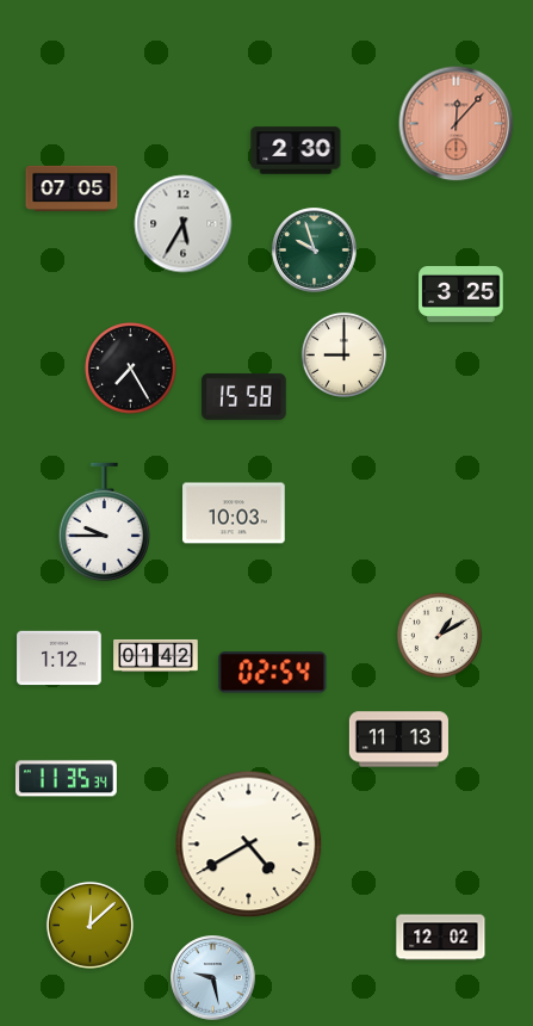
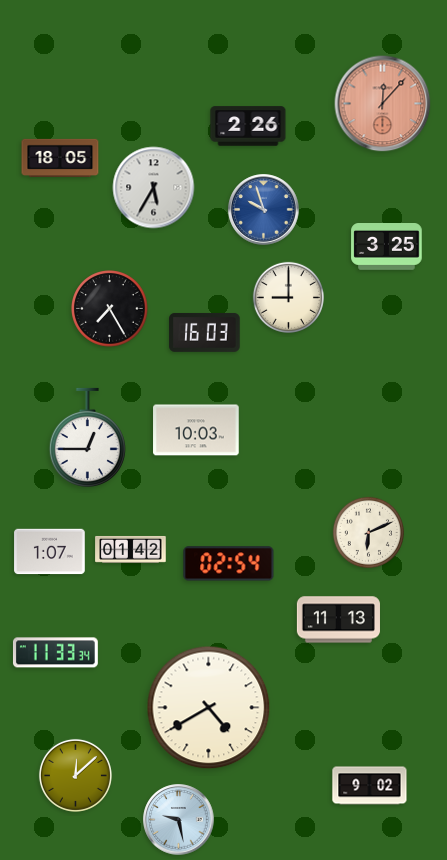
clock at (296, 150): 2:30 -> 2:26
clock at (72, 187): 07:05 -> 18:05
clock at (315, 251) dial: green -> blue
clock at (244, 396): 15:58 -> 16:03
clock at (104, 523): 9:45 -> 12:45
clock at (439, 635): 1:10 -> 6:11
clock at (60, 659): 1:12 -> 1:07
clock at (398, 740) position: (398, 740) -> (338, 620)
clock at (66, 779): 11:35 -> 11:33
clock at (441, 938): 12:02 -> 9:02
